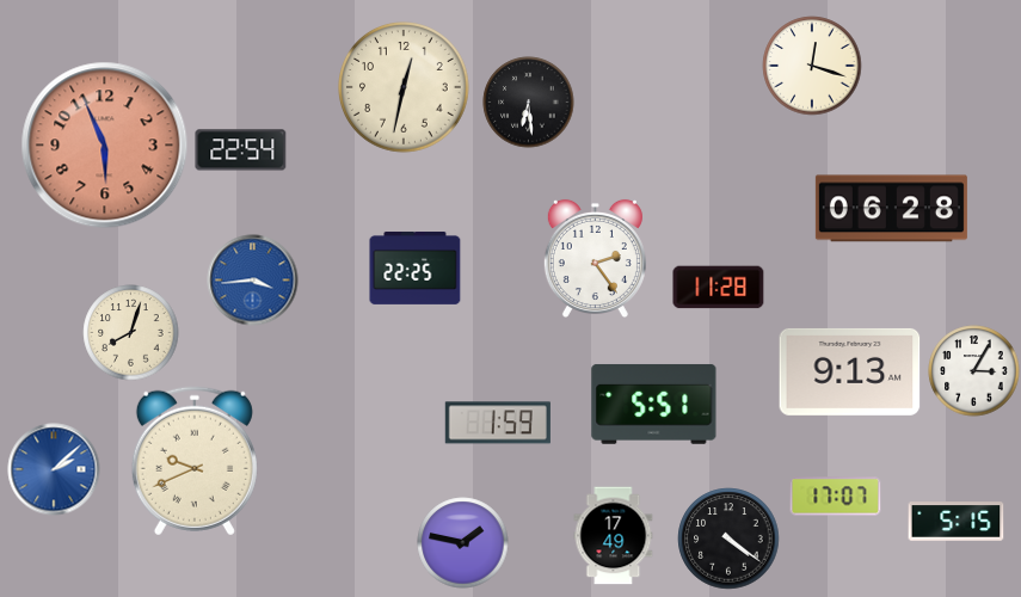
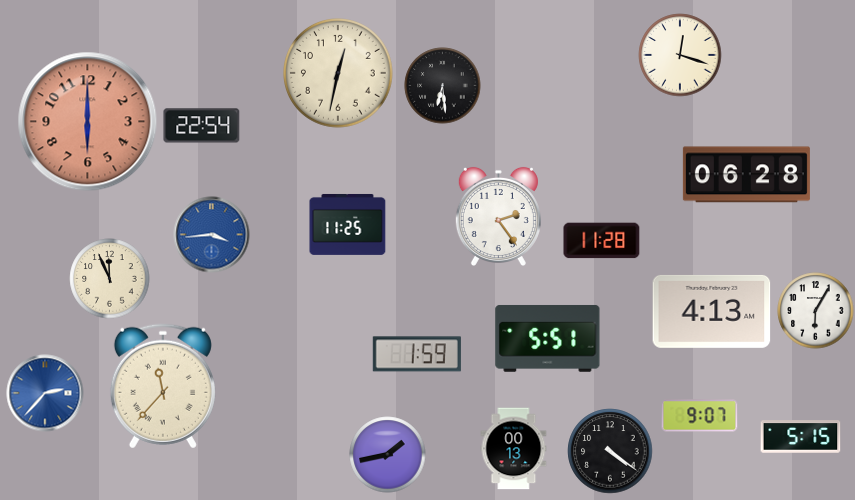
clock at (105, 146): 5:56 -> 6:00
clock at (416, 267): 22:25 -> 11:25
clock at (131, 333): 8:03 -> 11:56
clock at (850, 371): 9:13 -> 4:13
clock at (974, 371): 3:05 -> 6:05
clock at (195, 461): 9:41 -> 11:37
clock at (54, 469): 2:08 -> 2:37
clock at (836, 497): 17:07 -> 9:07
clock at (614, 536): 17:49 -> 00:13
clock at (463, 543): 1:47 -> 1:43
